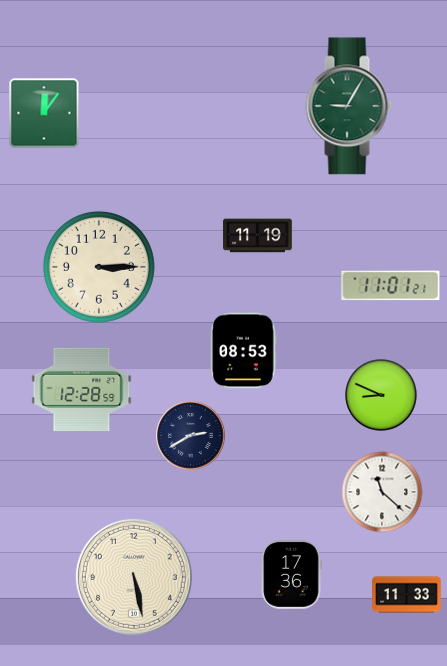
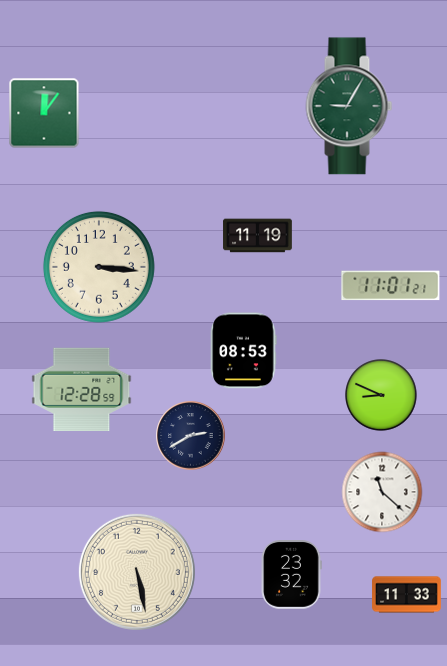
clock at (99, 267): 3:15 -> 3:16
clock at (291, 575): 17:36 -> 23:32
clock at (134, 577) position: (134, 577) -> (137, 572)
